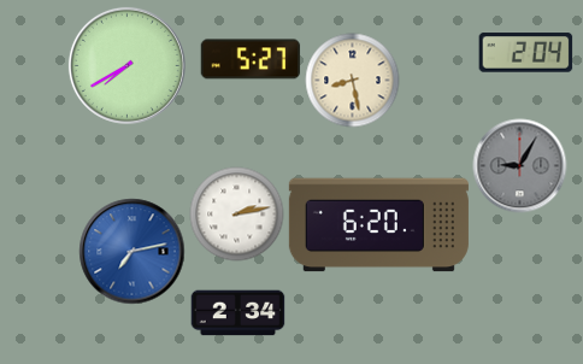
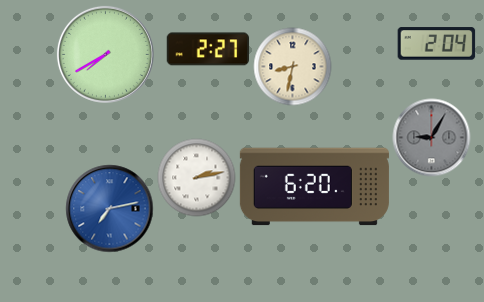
clock at (251, 59): 5:27 -> 2:27
clock at (352, 80): 8:28 -> 8:32
clock at (237, 313): 2:34 -> none
